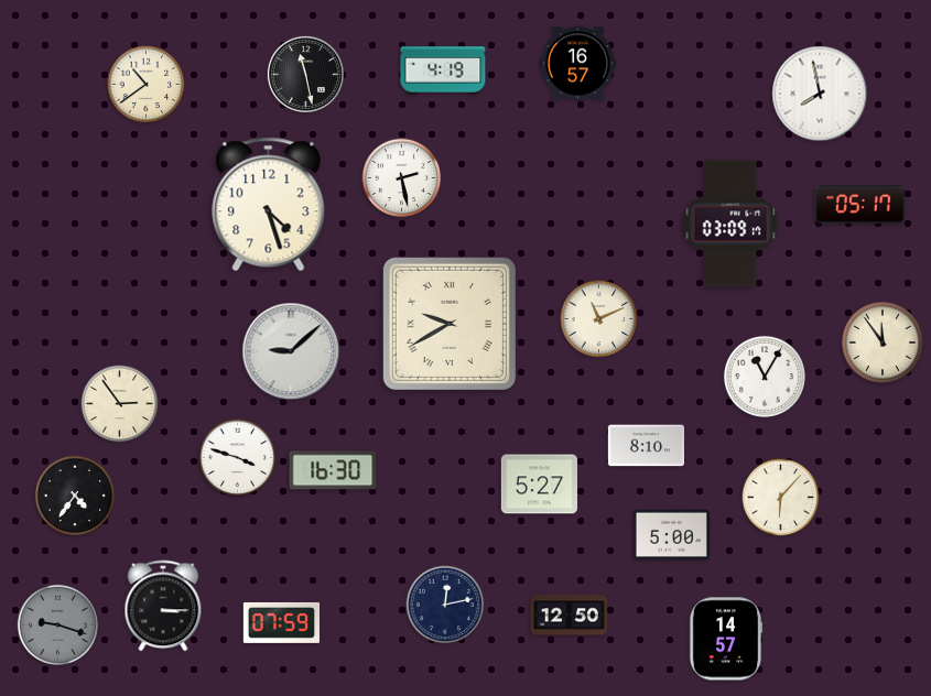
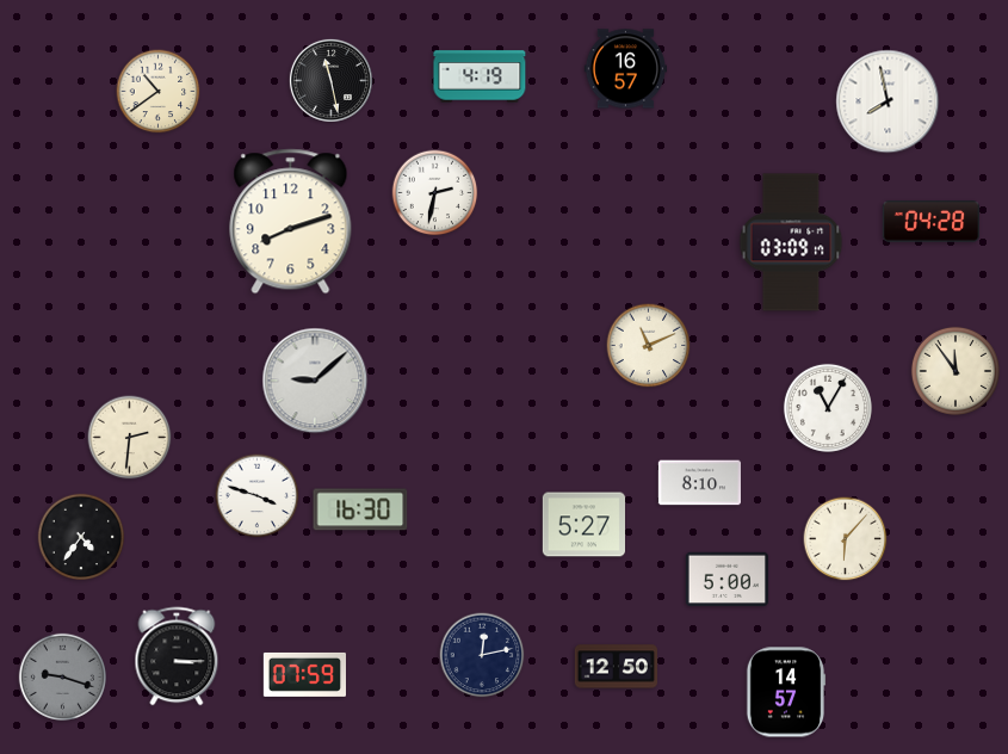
clock at (402, 178): 2:28 -> 2:32
clock at (269, 205): 4:27 -> 8:12
clock at (860, 205): 05:17 -> 04:28
clock at (450, 324): 9:40 -> none
clock at (120, 404): 2:54 -> 2:31
